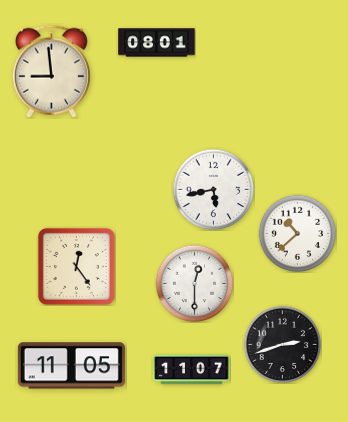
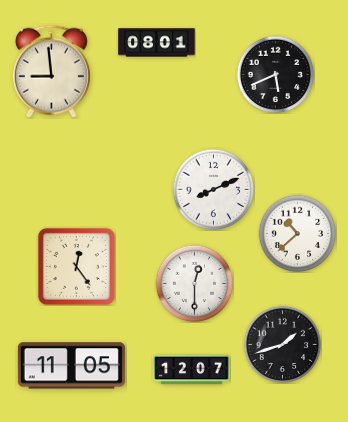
clock at (275, 74): none -> 5:41
clock at (213, 189): 5:43 -> 8:11
clock at (282, 344): 2:42 -> 1:42
clock at (192, 370): 11:07 -> 12:07
